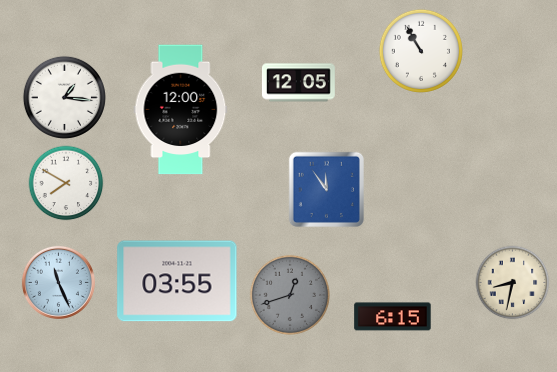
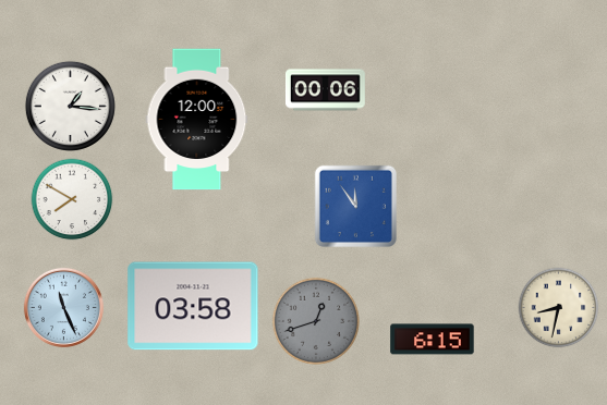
clock at (421, 51): 10:55 -> none
clock at (298, 83): 12:05 -> 00:06
clock at (177, 281): 03:55 -> 03:58
clock at (393, 317) position: (393, 317) -> (433, 340)
